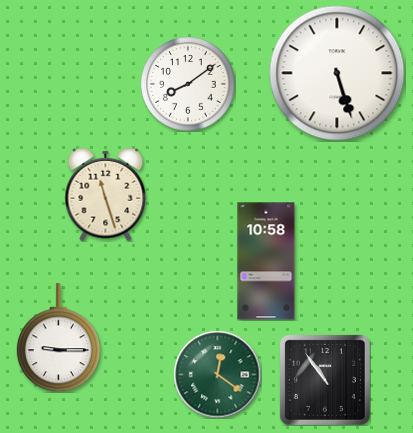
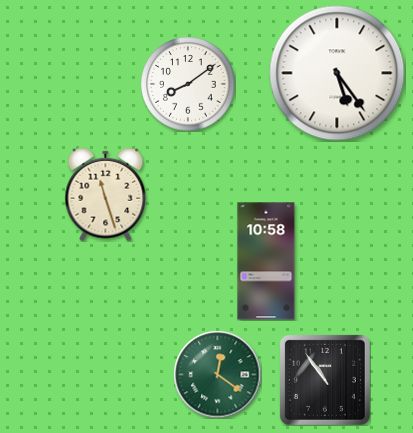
clock at (337, 73): 5:27 -> 5:24
clock at (58, 338): 9:15 -> none
